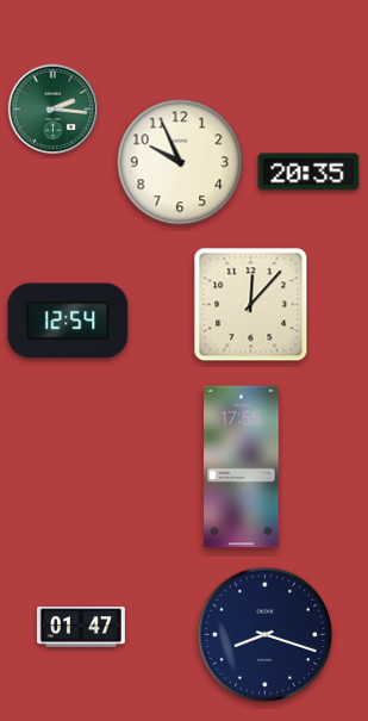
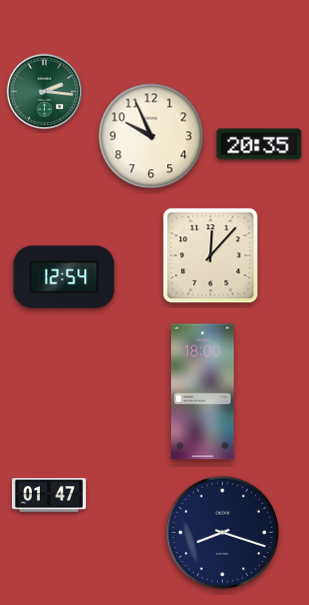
clock at (68, 321) position: (68, 321) -> (64, 277)
clock at (242, 467): 17:55 -> 18:00
clock at (81, 627) position: (81, 627) -> (49, 495)
